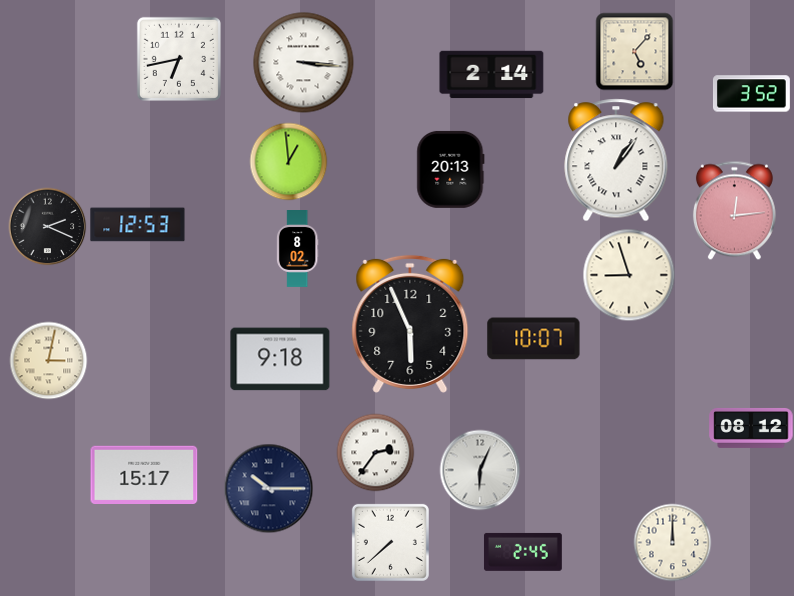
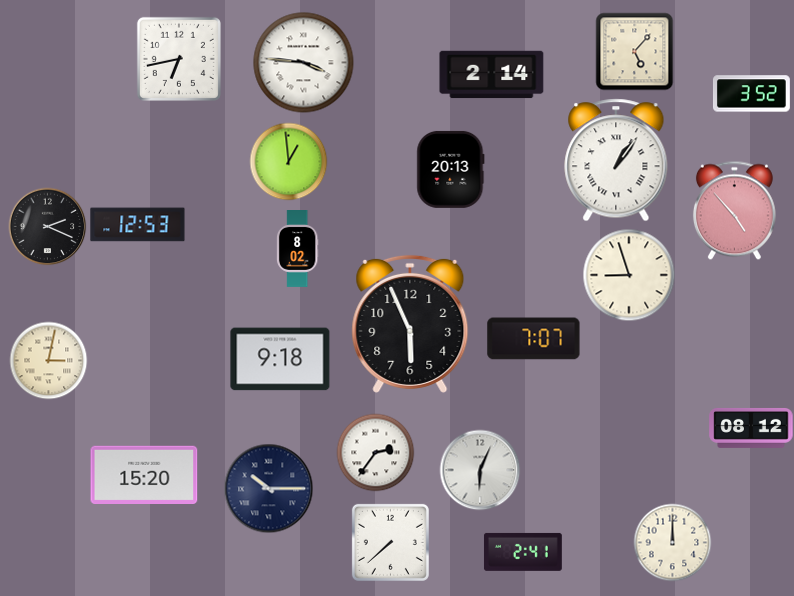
clock at (304, 63): 3:16 -> 3:46
clock at (734, 210): 12:14 -> 4:53
clock at (534, 339): 10:07 -> 7:07
clock at (144, 474): 15:17 -> 15:20
clock at (523, 552): 2:45 -> 2:41
